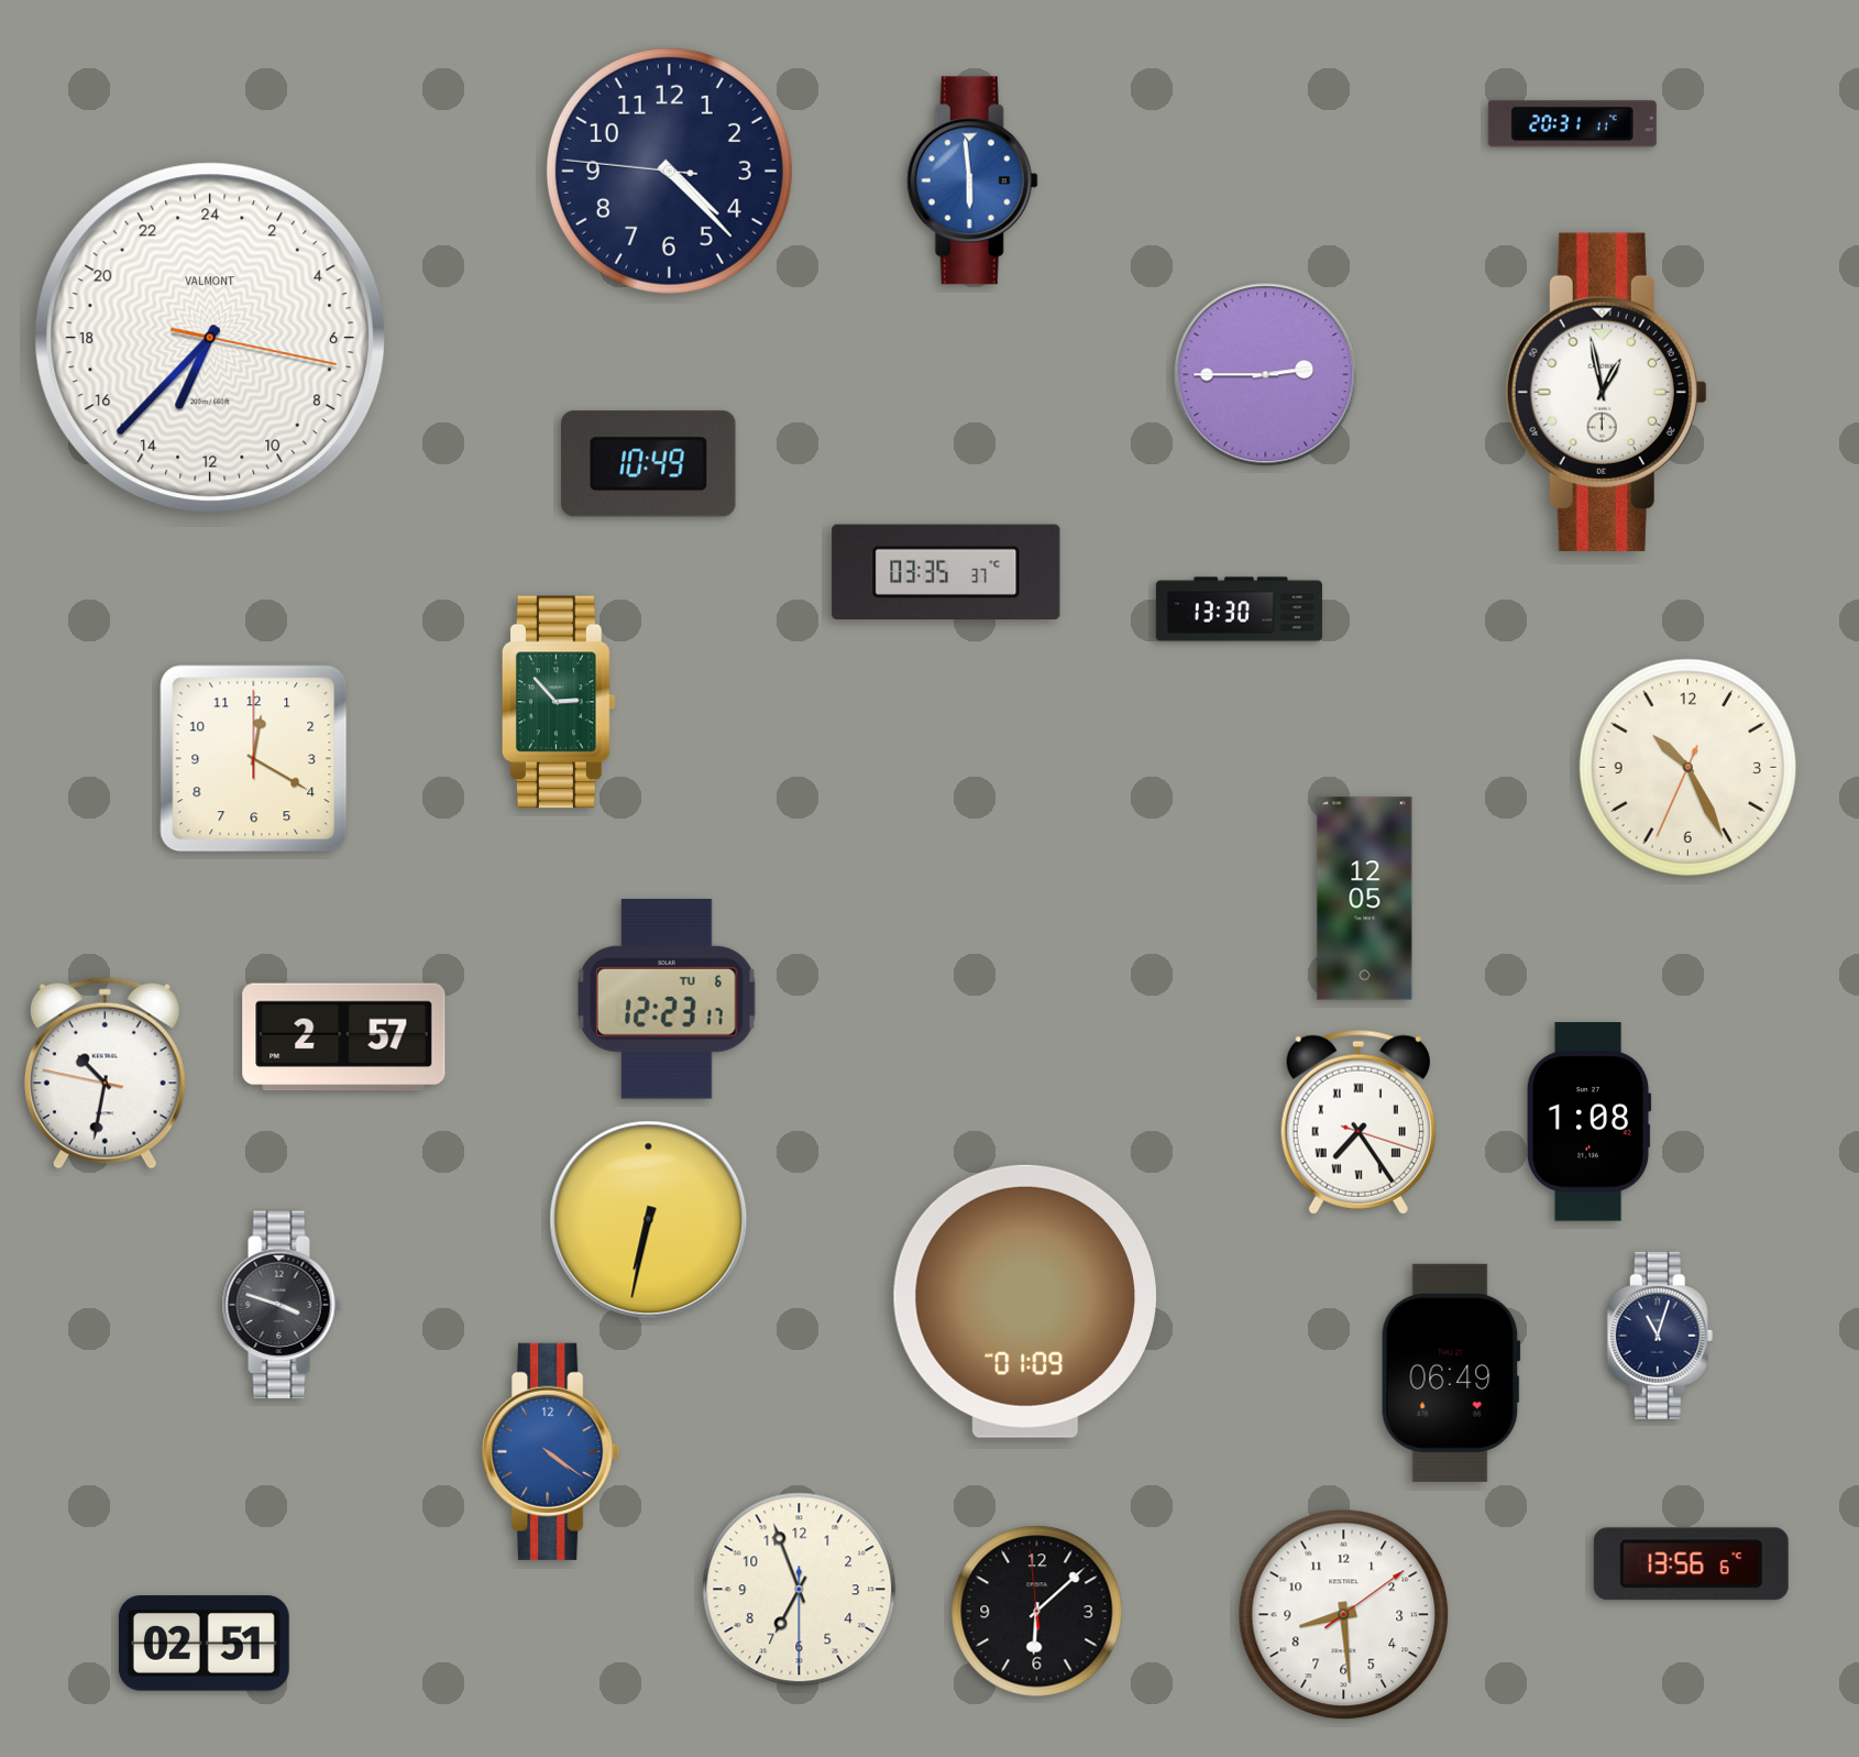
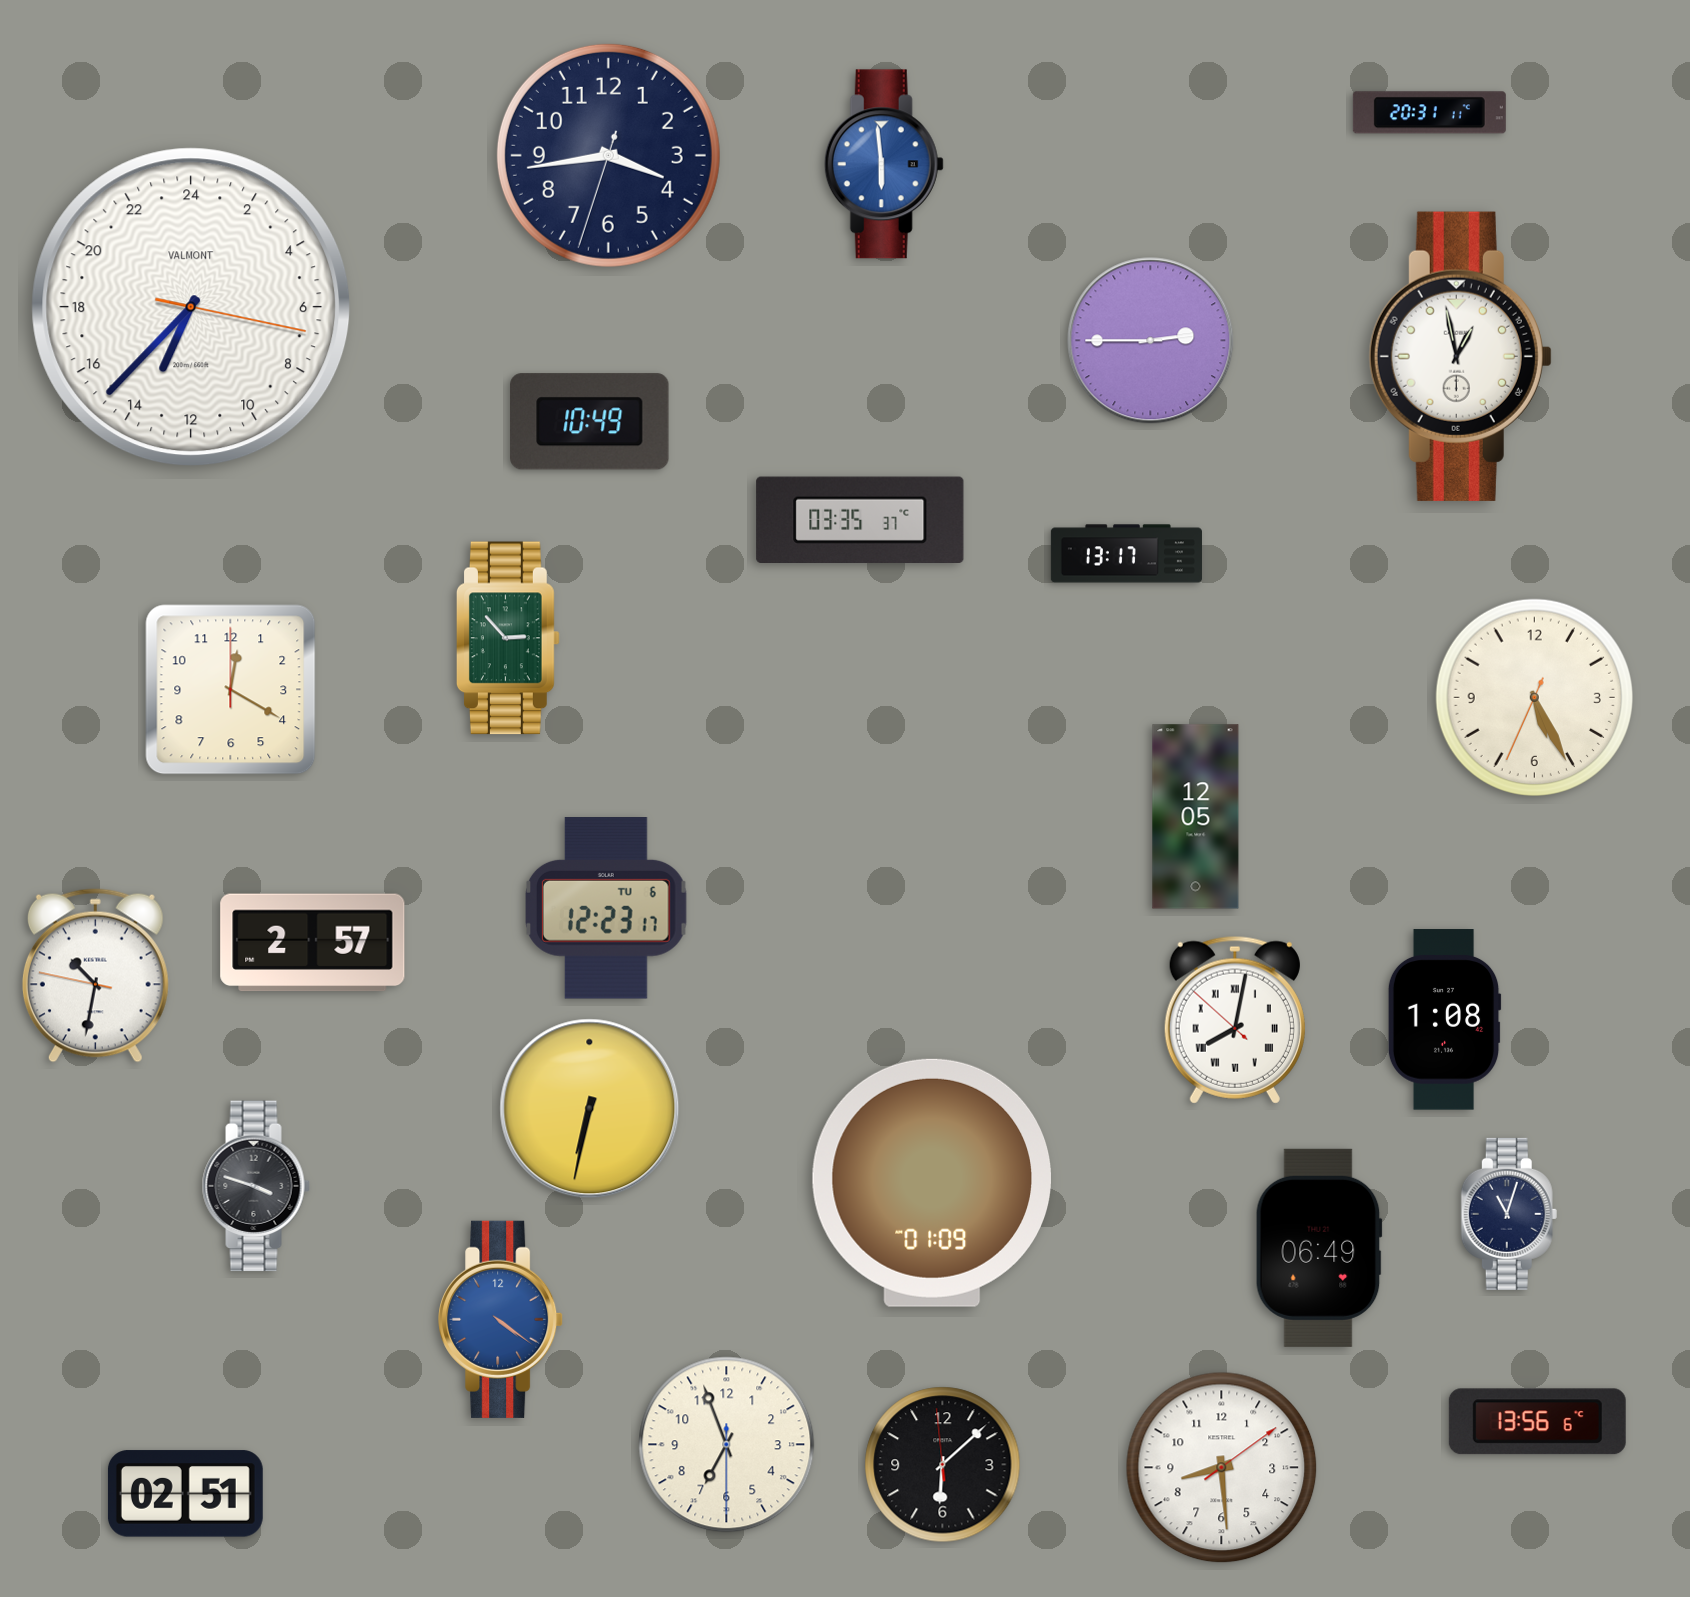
clock at (669, 171): 4:22 -> 3:43
clock at (1239, 610): 13:30 -> 13:17
clock at (1687, 767): 10:25 -> 5:25
clock at (1365, 899) position: (1365, 899) -> (1196, 817)
clock at (1358, 1122): 7:24 -> 8:01
